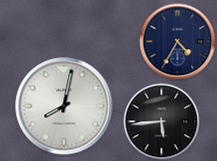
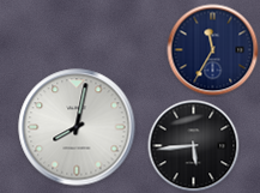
clock at (178, 42): 4:35 -> 11:35
